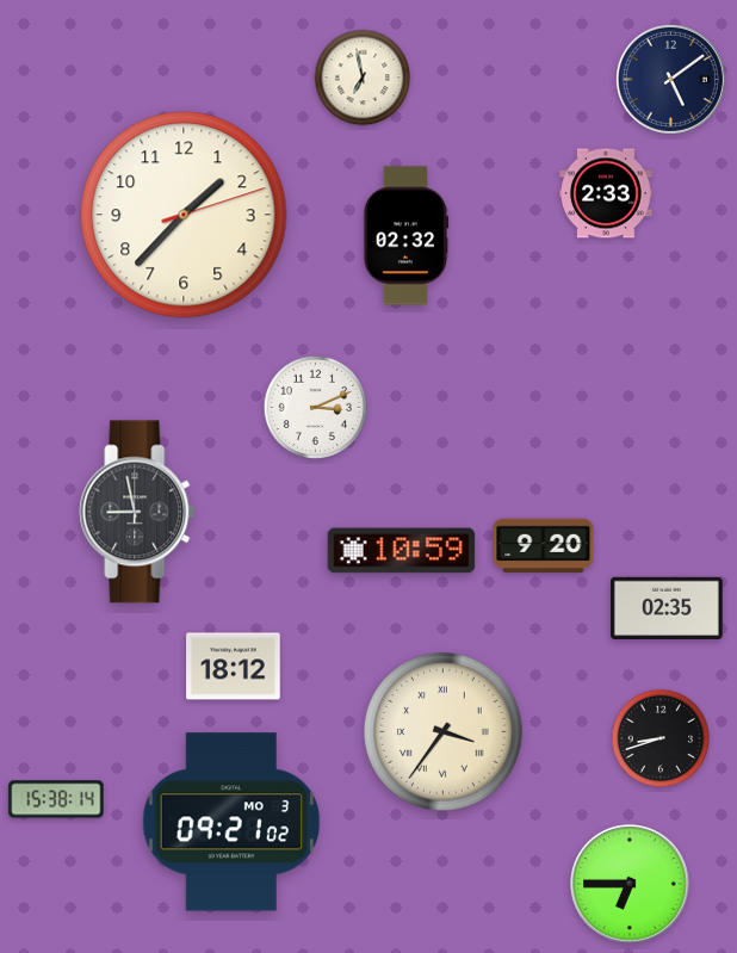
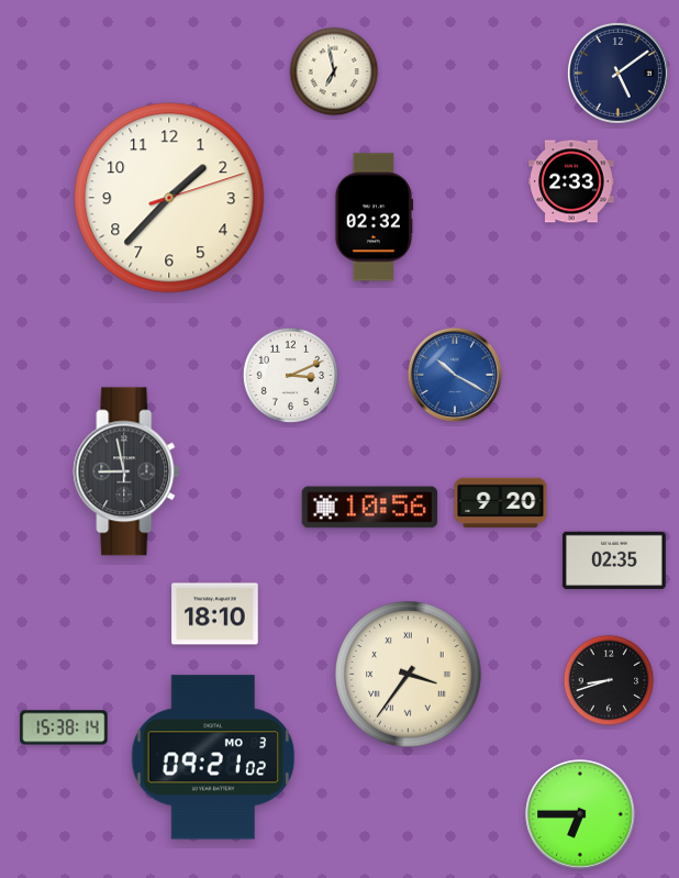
clock at (606, 193) position: (606, 193) -> (571, 181)
clock at (455, 375): none -> 10:20
clock at (402, 551): 10:59 -> 10:56
clock at (234, 667): 18:12 -> 18:10
clock at (56, 799) position: (56, 799) -> (64, 727)
